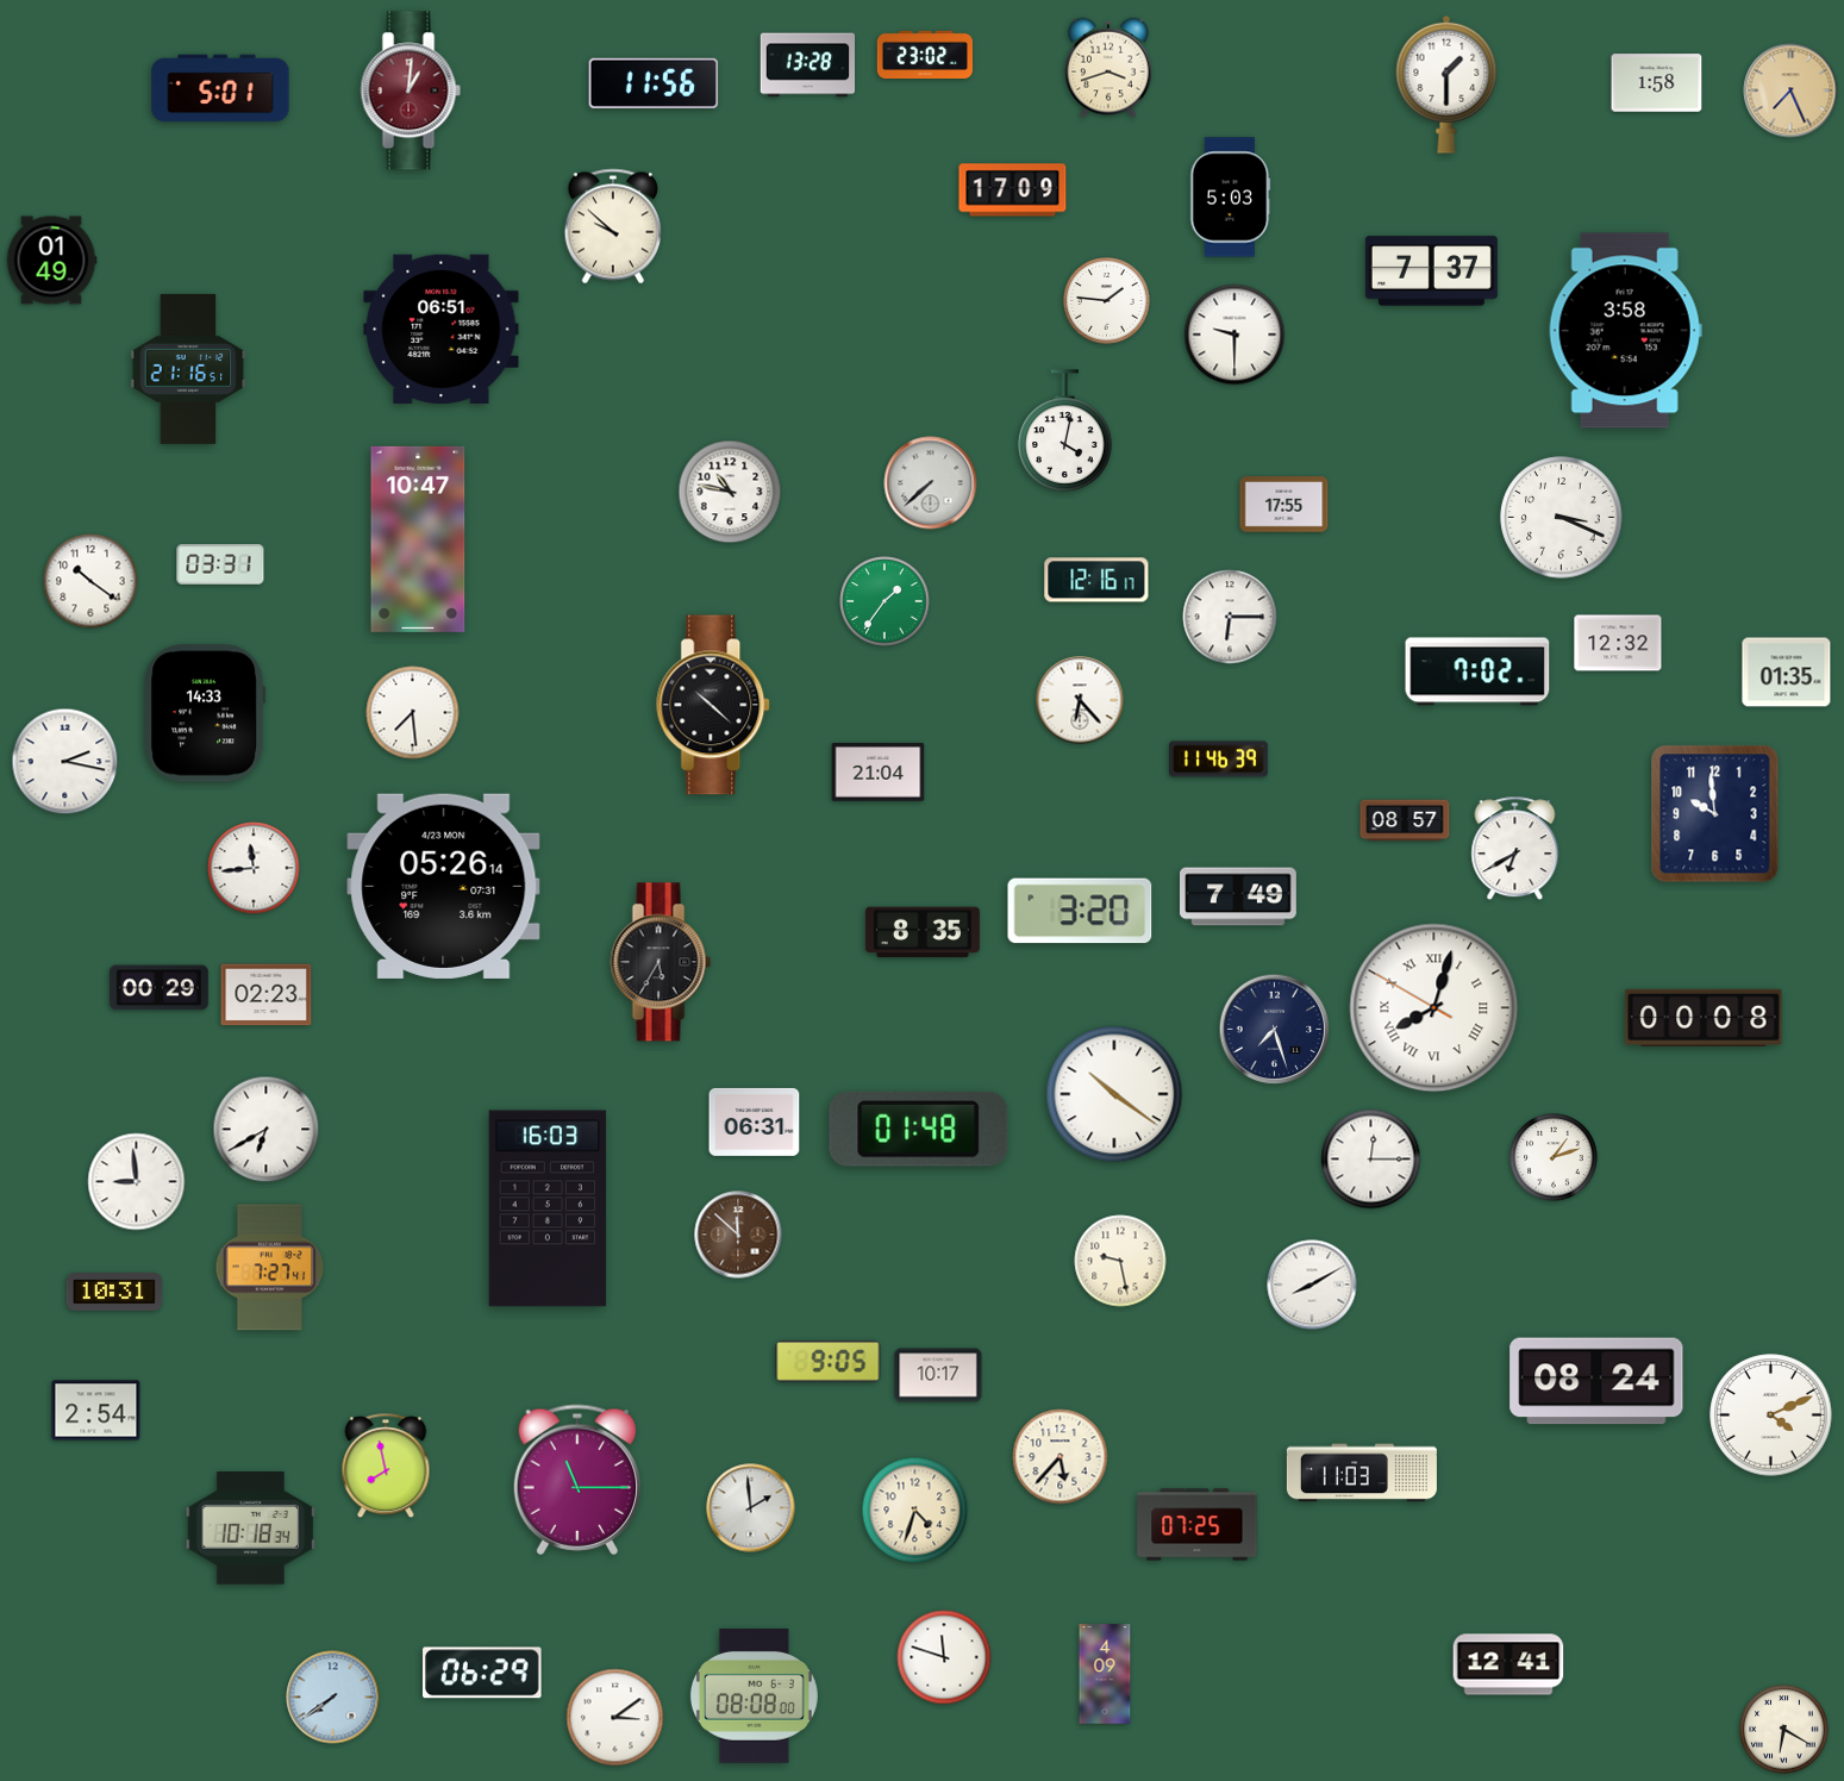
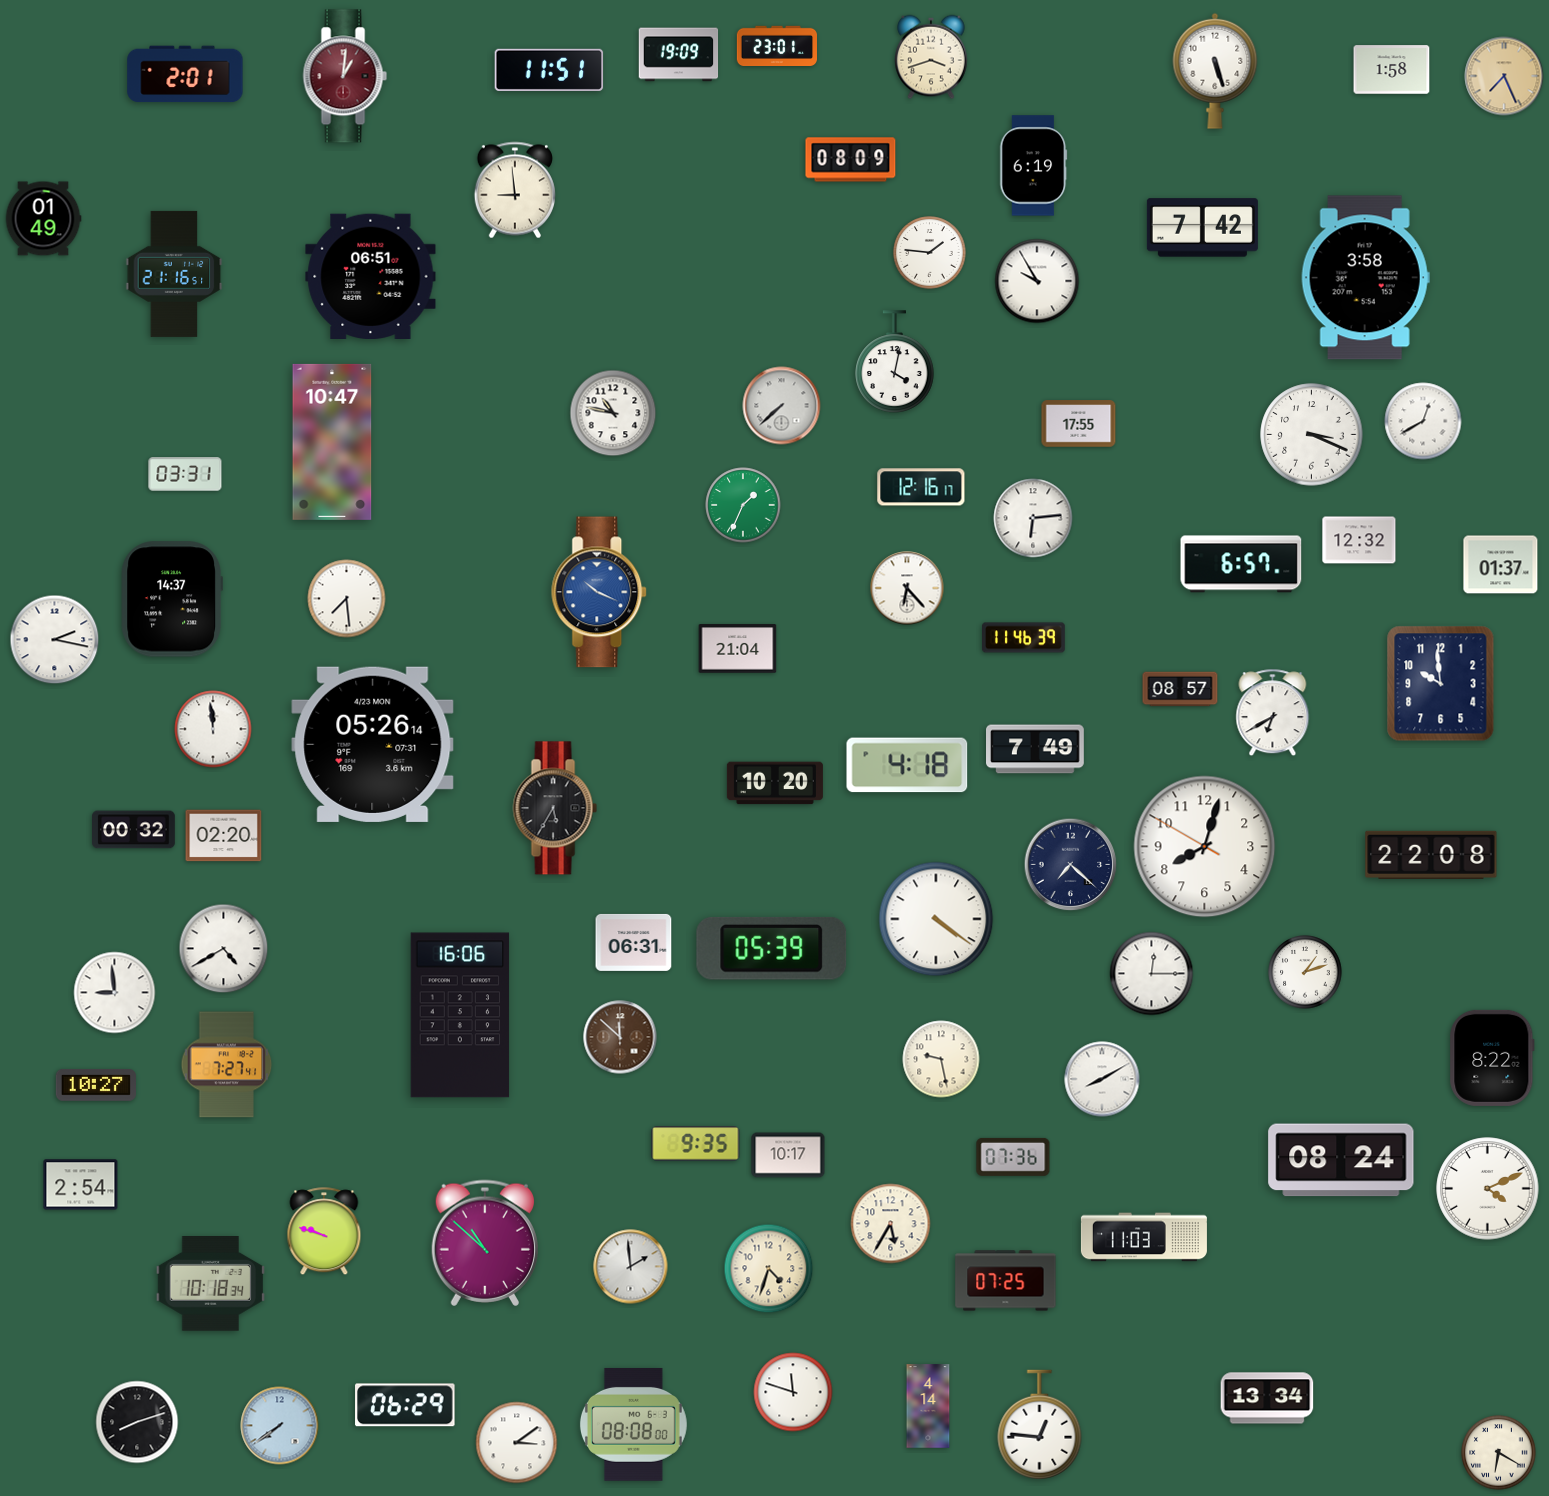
clock at (924, 54): 23:02 -> 23:01
clock at (808, 65): 13:28 -> 19:09
clock at (654, 83): 11:56 -> 11:51
clock at (1446, 85): 1:30 -> 5:27
clock at (220, 88): 5:01 -> 2:01
clock at (1013, 190): 17:09 -> 08:09
clock at (1231, 198): 5:03 -> 6:19
clock at (613, 226): 9:52 -> 8:59
clock at (1431, 271): 7:37 -> 7:42
clock at (1234, 335): 9:30 -> 9:55
clock at (188, 369) position: (188, 369) -> (174, 274)
clock at (1423, 421): none -> 12:40
clock at (418, 539) position: (418, 539) -> (332, 442)
clock at (90, 581): 10:21 -> none
clock at (885, 601): 1:36 -> 1:34
clock at (1230, 617): 6:15 -> 6:14
clock at (1477, 671): 7:02 -> 6:57
clock at (1787, 673): 01:35 -> 01:37
clock at (714, 705): 10:22 -> 10:19
clock at (714, 705) dial: black -> blue
clock at (204, 713): 14:33 -> 14:37
clock at (254, 868): 11:44 -> 11:59
clock at (1239, 896) position: (1239, 896) -> (1036, 749)
clock at (1080, 911): 3:20 -> 4:18
clock at (923, 932): 8:35 -> 10:20
clock at (160, 988): 00:29 -> 00:32
clock at (267, 995): 02:23 -> 02:20
clock at (1434, 1008) numerals: Roman -> Arabic
clock at (1704, 1018): 00:08 -> 22:08
clock at (1275, 1030): 7:27 -> 7:22
clock at (1114, 1094): 10:21 -> 4:21
clock at (919, 1129): 01:48 -> 05:39
clock at (267, 1130): 6:40 -> 4:40
clock at (548, 1208): 16:03 -> 16:06
clock at (1492, 1058): none -> 8:22
clock at (114, 1293): 10:31 -> 10:27
clock at (829, 1362): 9:05 -> 9:35
clock at (1013, 1157): none -> 07:36
clock at (1061, 1457): 5:37 -> 5:35
clock at (386, 1467): 7:58 -> 9:48
clock at (576, 1480): 11:15 -> 10:52
clock at (1508, 1664): 12:41 -> 13:34
clock at (1105, 1674): 4:09 -> 4:14
clock at (137, 1422): none -> 8:12
clock at (1040, 1425): none -> 12:46
